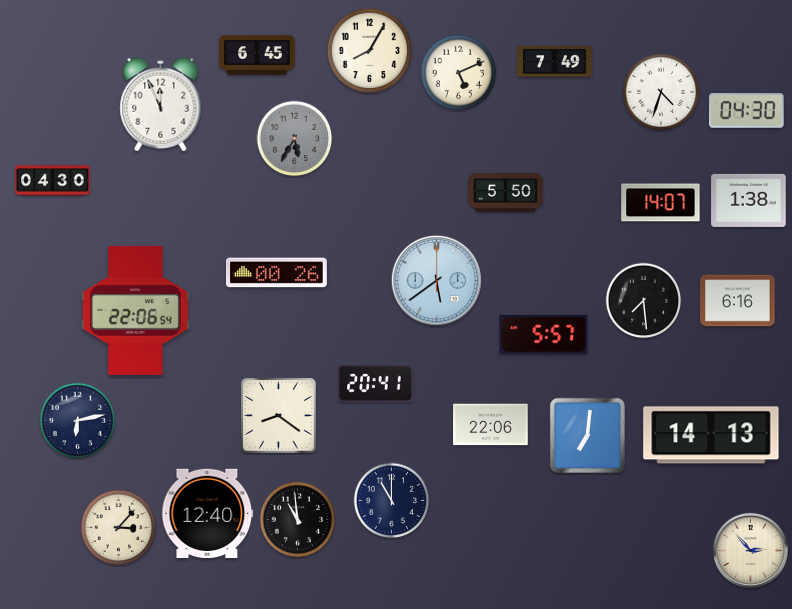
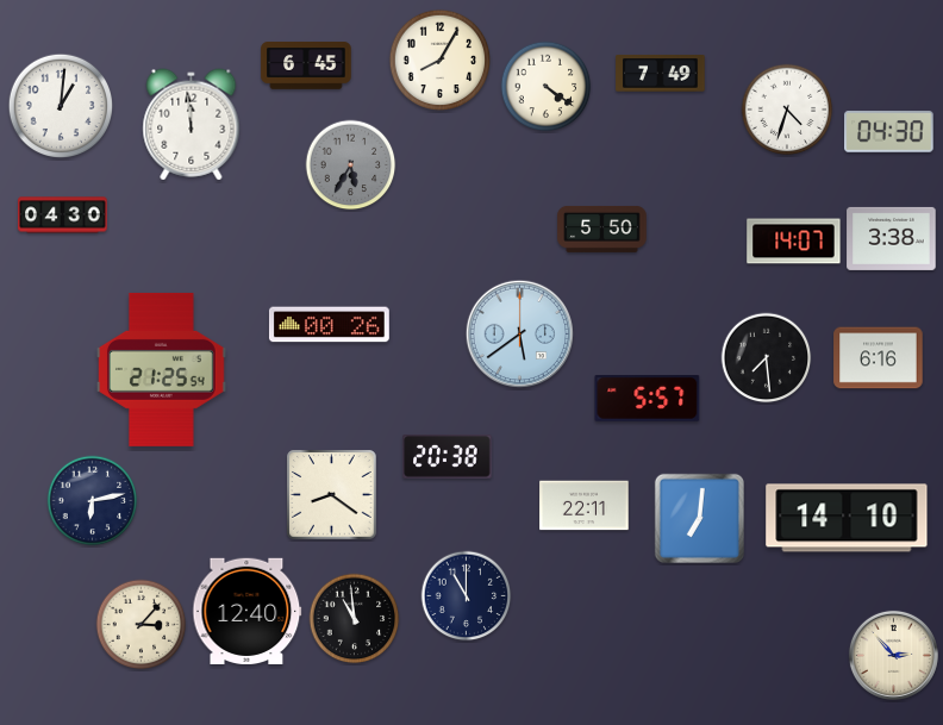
clock at (459, 73): 5:11 -> 4:21
clock at (61, 106): none -> 1:01
clock at (161, 105): 11:56 -> 11:59
clock at (749, 200): 1:38 -> 3:38
clock at (661, 203) position: (661, 203) -> (794, 242)
clock at (136, 310): 22:06 -> 21:25
clock at (376, 384): 20:41 -> 20:38
clock at (491, 425): 22:06 -> 22:11
clock at (711, 435): 14:13 -> 14:10
clock at (119, 528) position: (119, 528) -> (142, 625)
